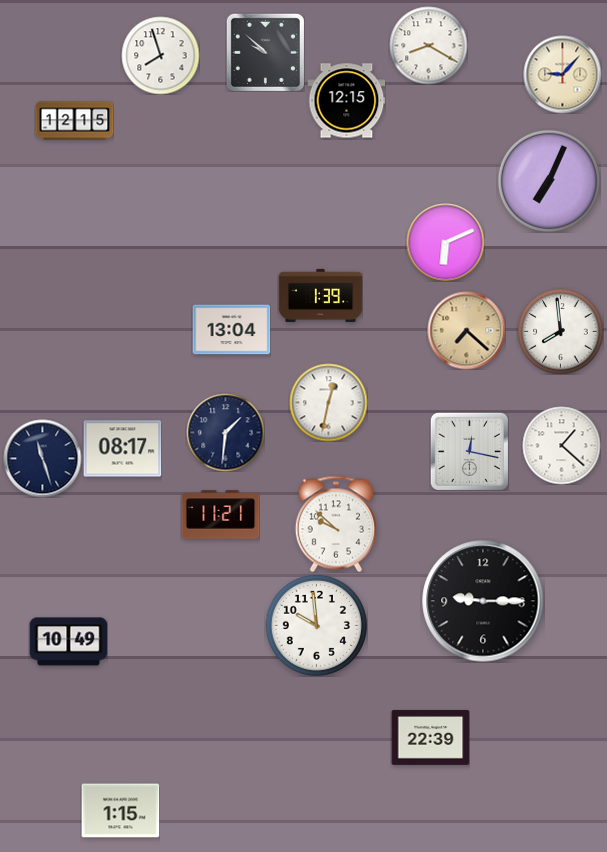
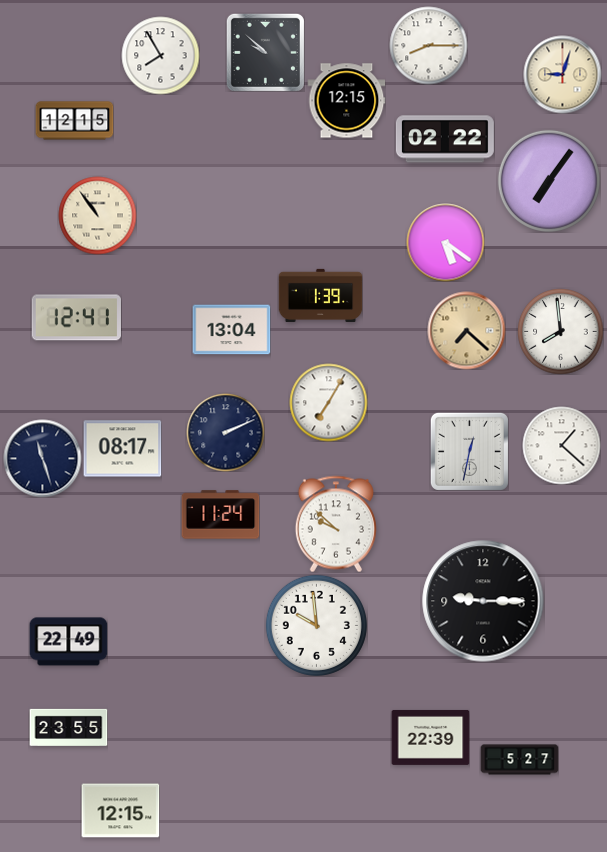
clock at (428, 45): 8:20 -> 8:15
clock at (160, 55): 7:57 -> 7:55
clock at (562, 74): 9:07 -> 9:03
clock at (445, 139): none -> 02:22
clock at (549, 181): 7:04 -> 7:06
clock at (97, 215): none -> 10:54
clock at (445, 242): 6:11 -> 5:21
clock at (76, 318): none -> 12:41
clock at (328, 402): 12:32 -> 7:05
clock at (225, 432): 1:31 -> 2:11
clock at (469, 451): 12:17 -> 12:32
clock at (220, 515): 11:21 -> 11:24
clock at (68, 642): 10:49 -> 22:49
clock at (68, 727): none -> 23:55
clock at (519, 760): none -> 5:27
clock at (120, 811): 1:15 -> 12:15
